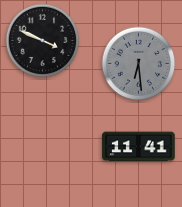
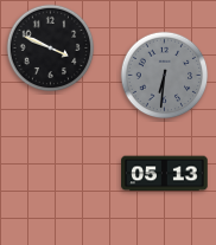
clock at (139, 64): 6:29 -> 6:31
clock at (139, 147): 11:41 -> 05:13
